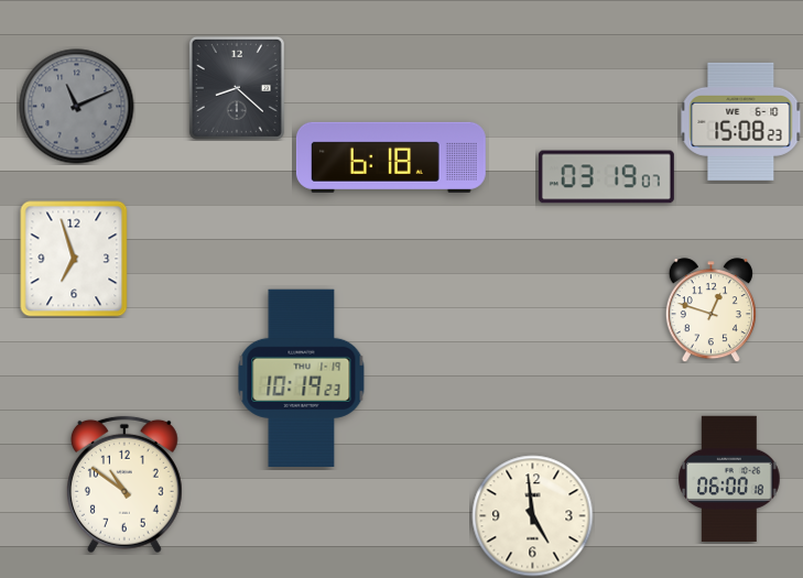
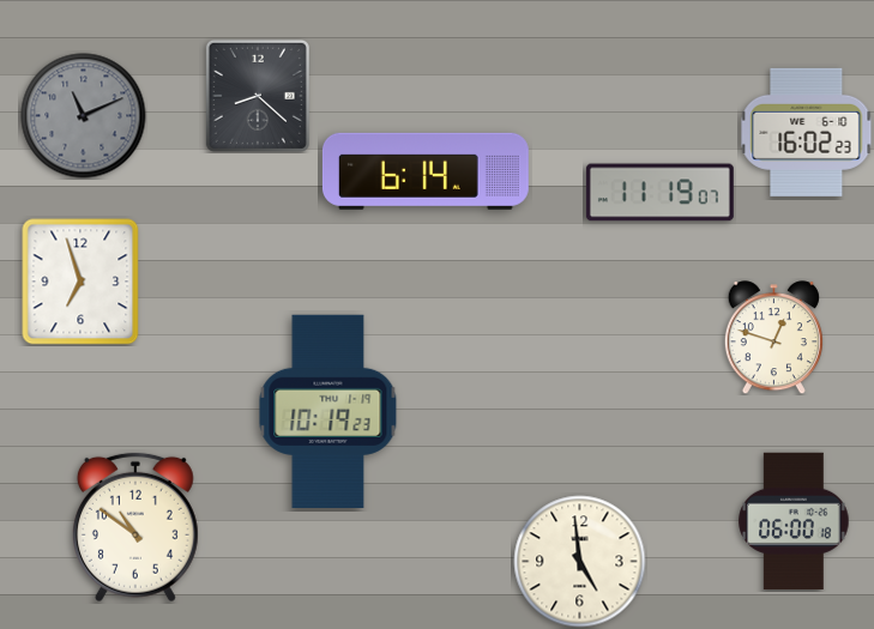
clock at (741, 121): 15:08 -> 16:02
clock at (391, 157): 6:18 -> 6:14
clock at (606, 177): 03:19 -> 11:19
